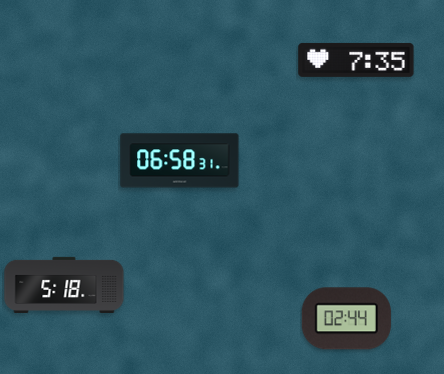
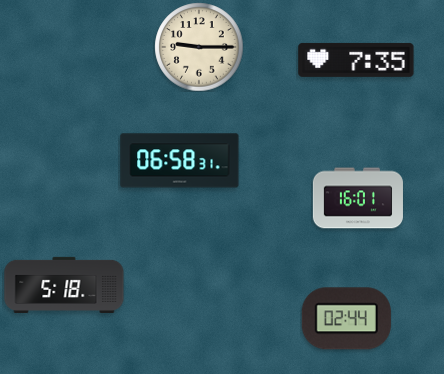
clock at (199, 47): none -> 9:15
clock at (358, 198): none -> 16:01
